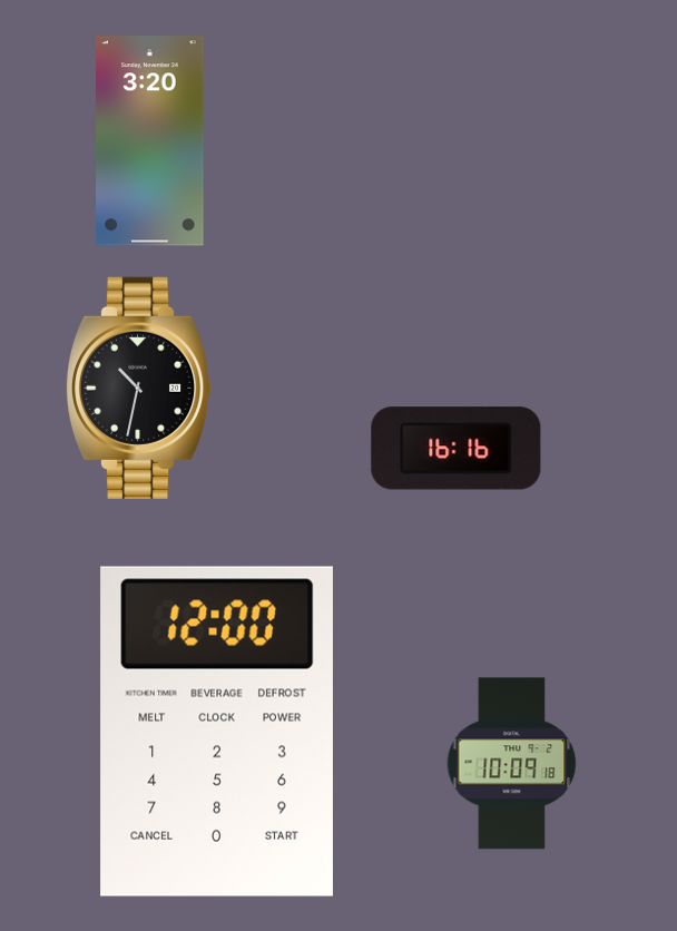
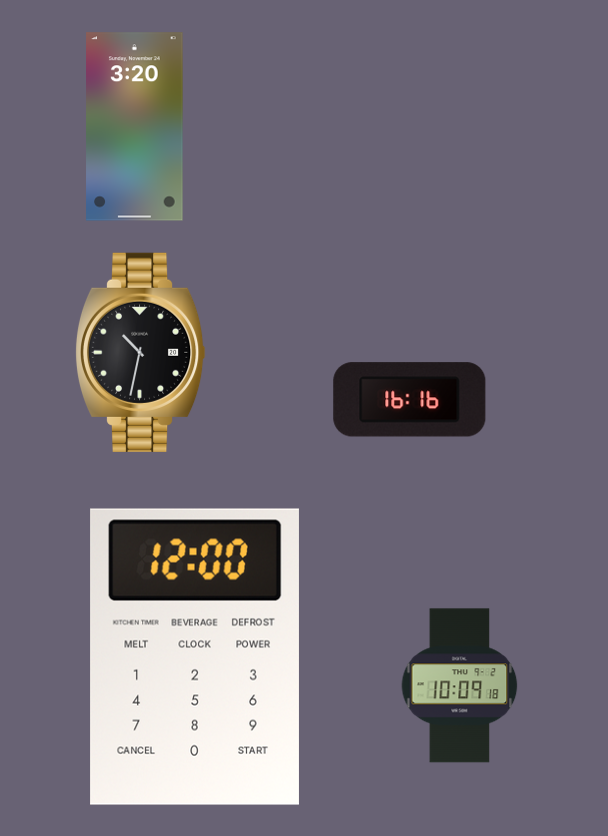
clock at (138, 388) position: (138, 388) -> (140, 352)
clock at (457, 449) position: (457, 449) -> (410, 400)
